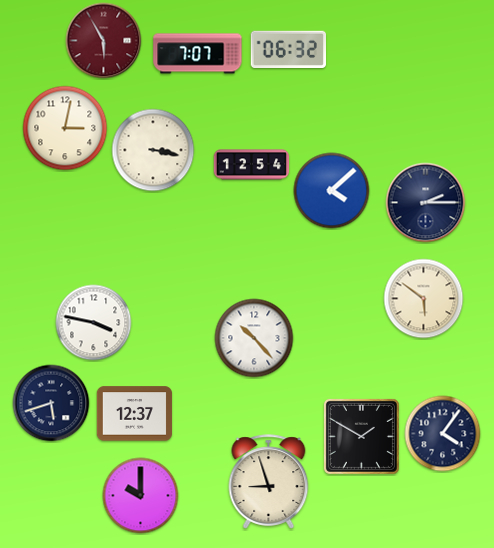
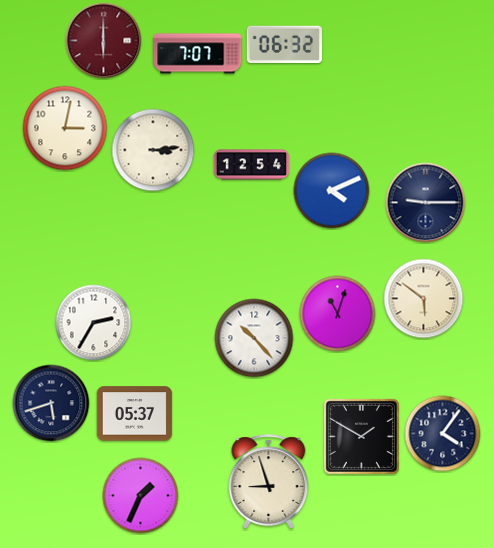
clock at (104, 41): 5:55 -> 6:00
clock at (288, 49) position: (288, 49) -> (284, 44)
clock at (153, 150): 3:17 -> 3:14
clock at (332, 191): 4:08 -> 4:11
clock at (426, 203): 2:15 -> 9:15
clock at (338, 314): none -> 11:03
clock at (94, 323): 3:47 -> 2:35
clock at (135, 414): 12:37 -> 05:37
clock at (141, 496): 10:00 -> 1:34
